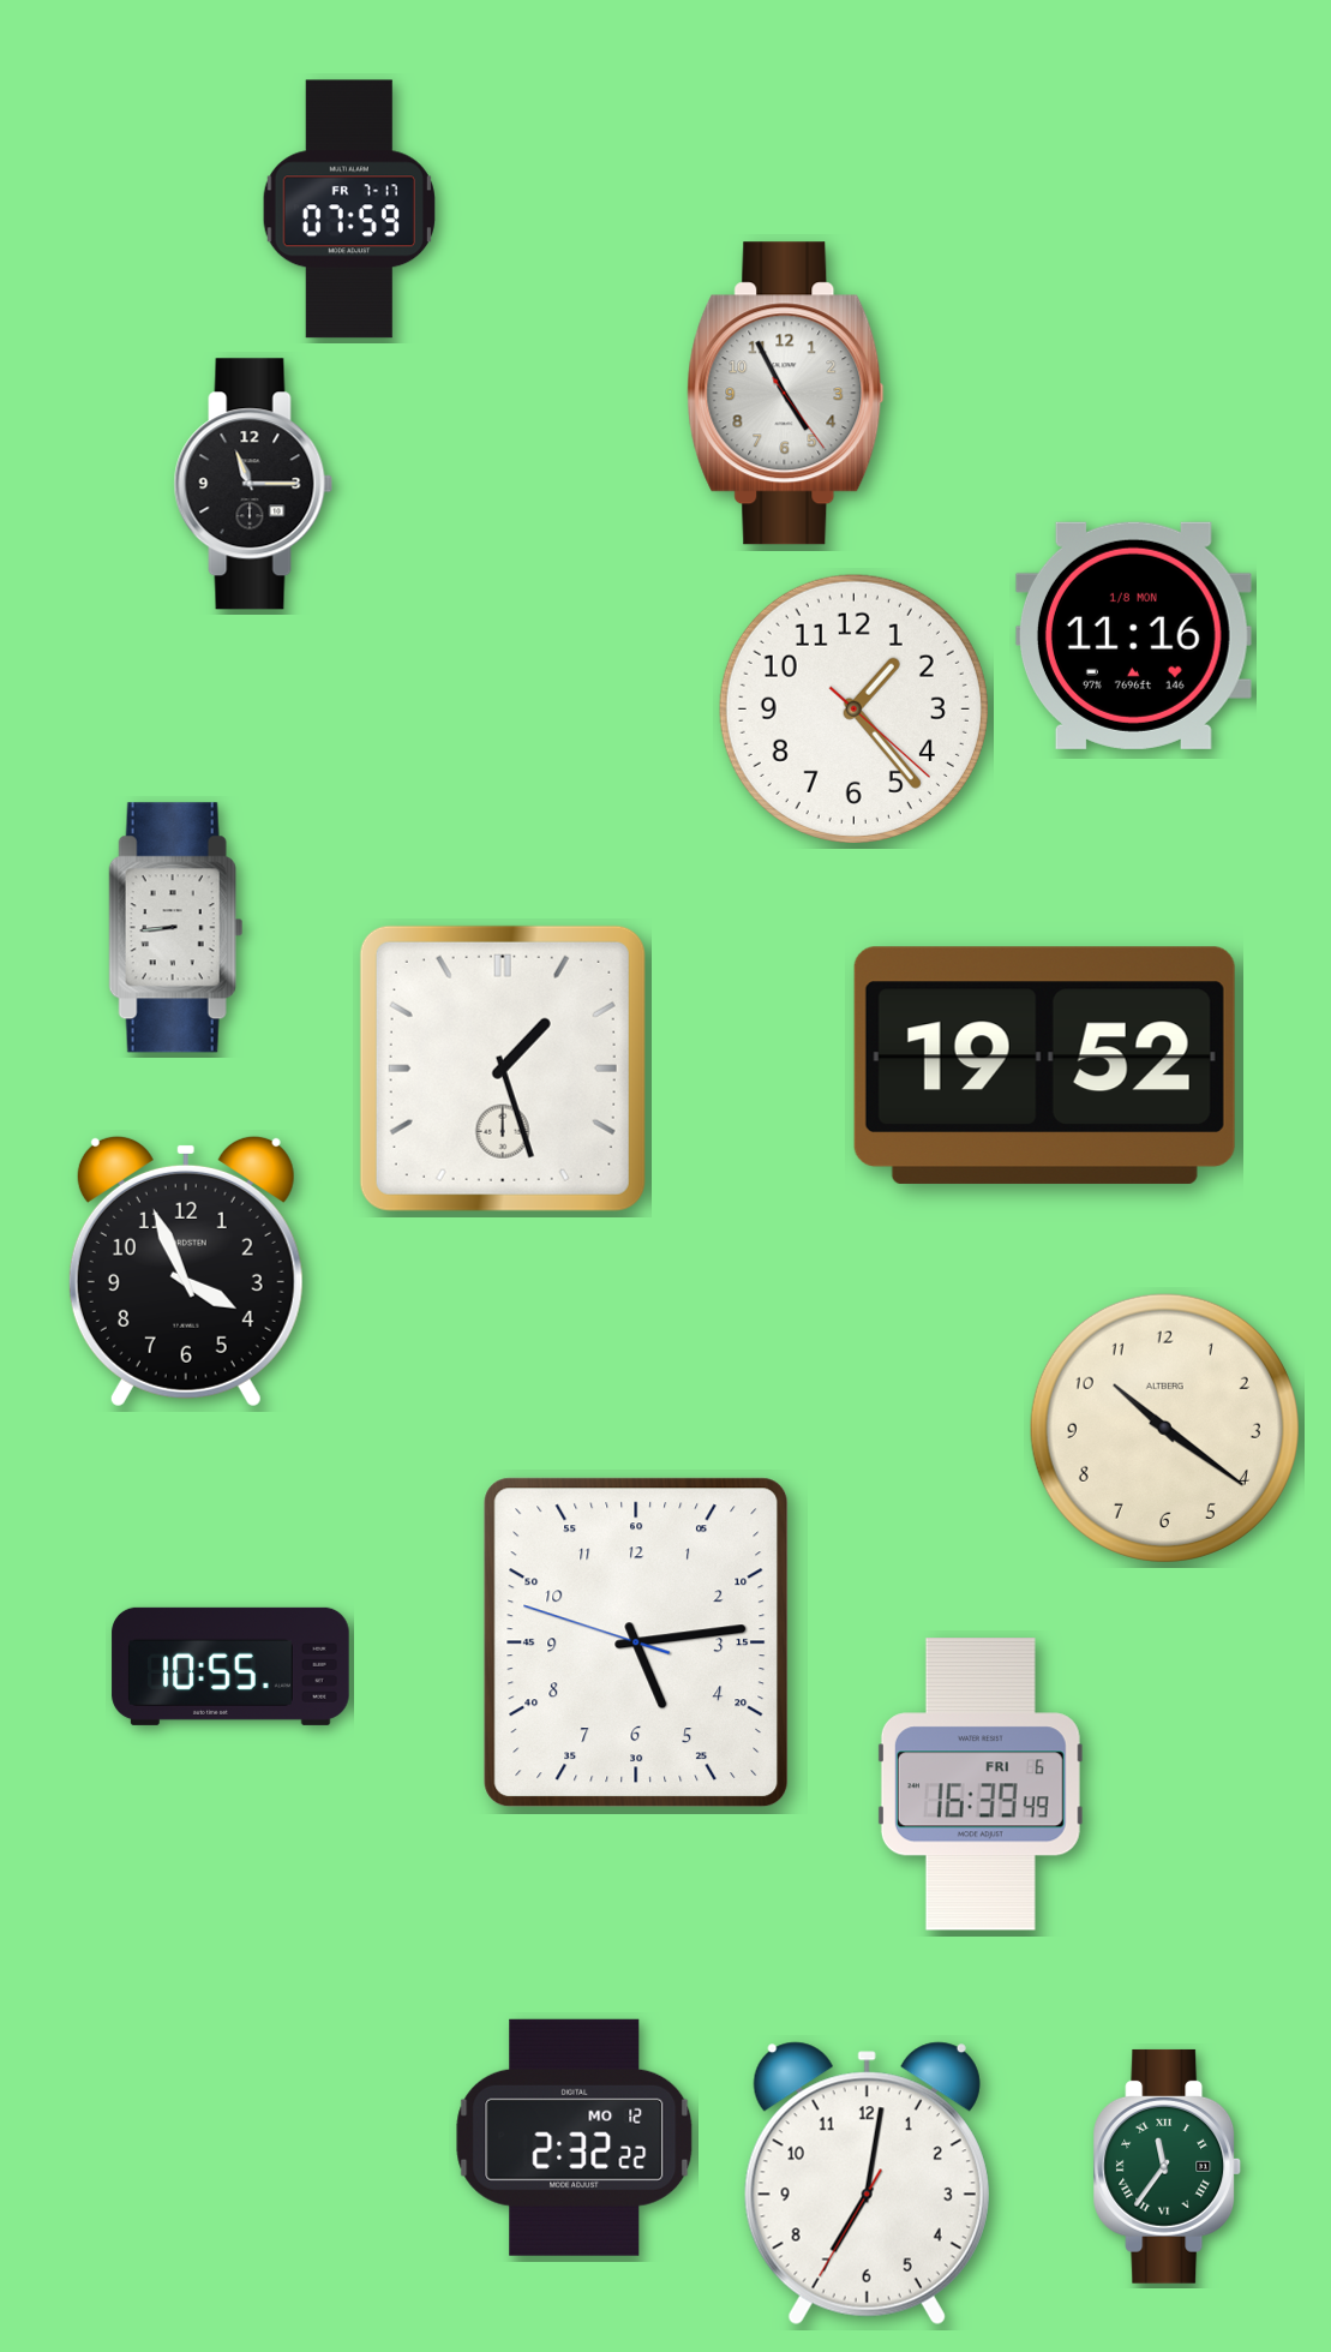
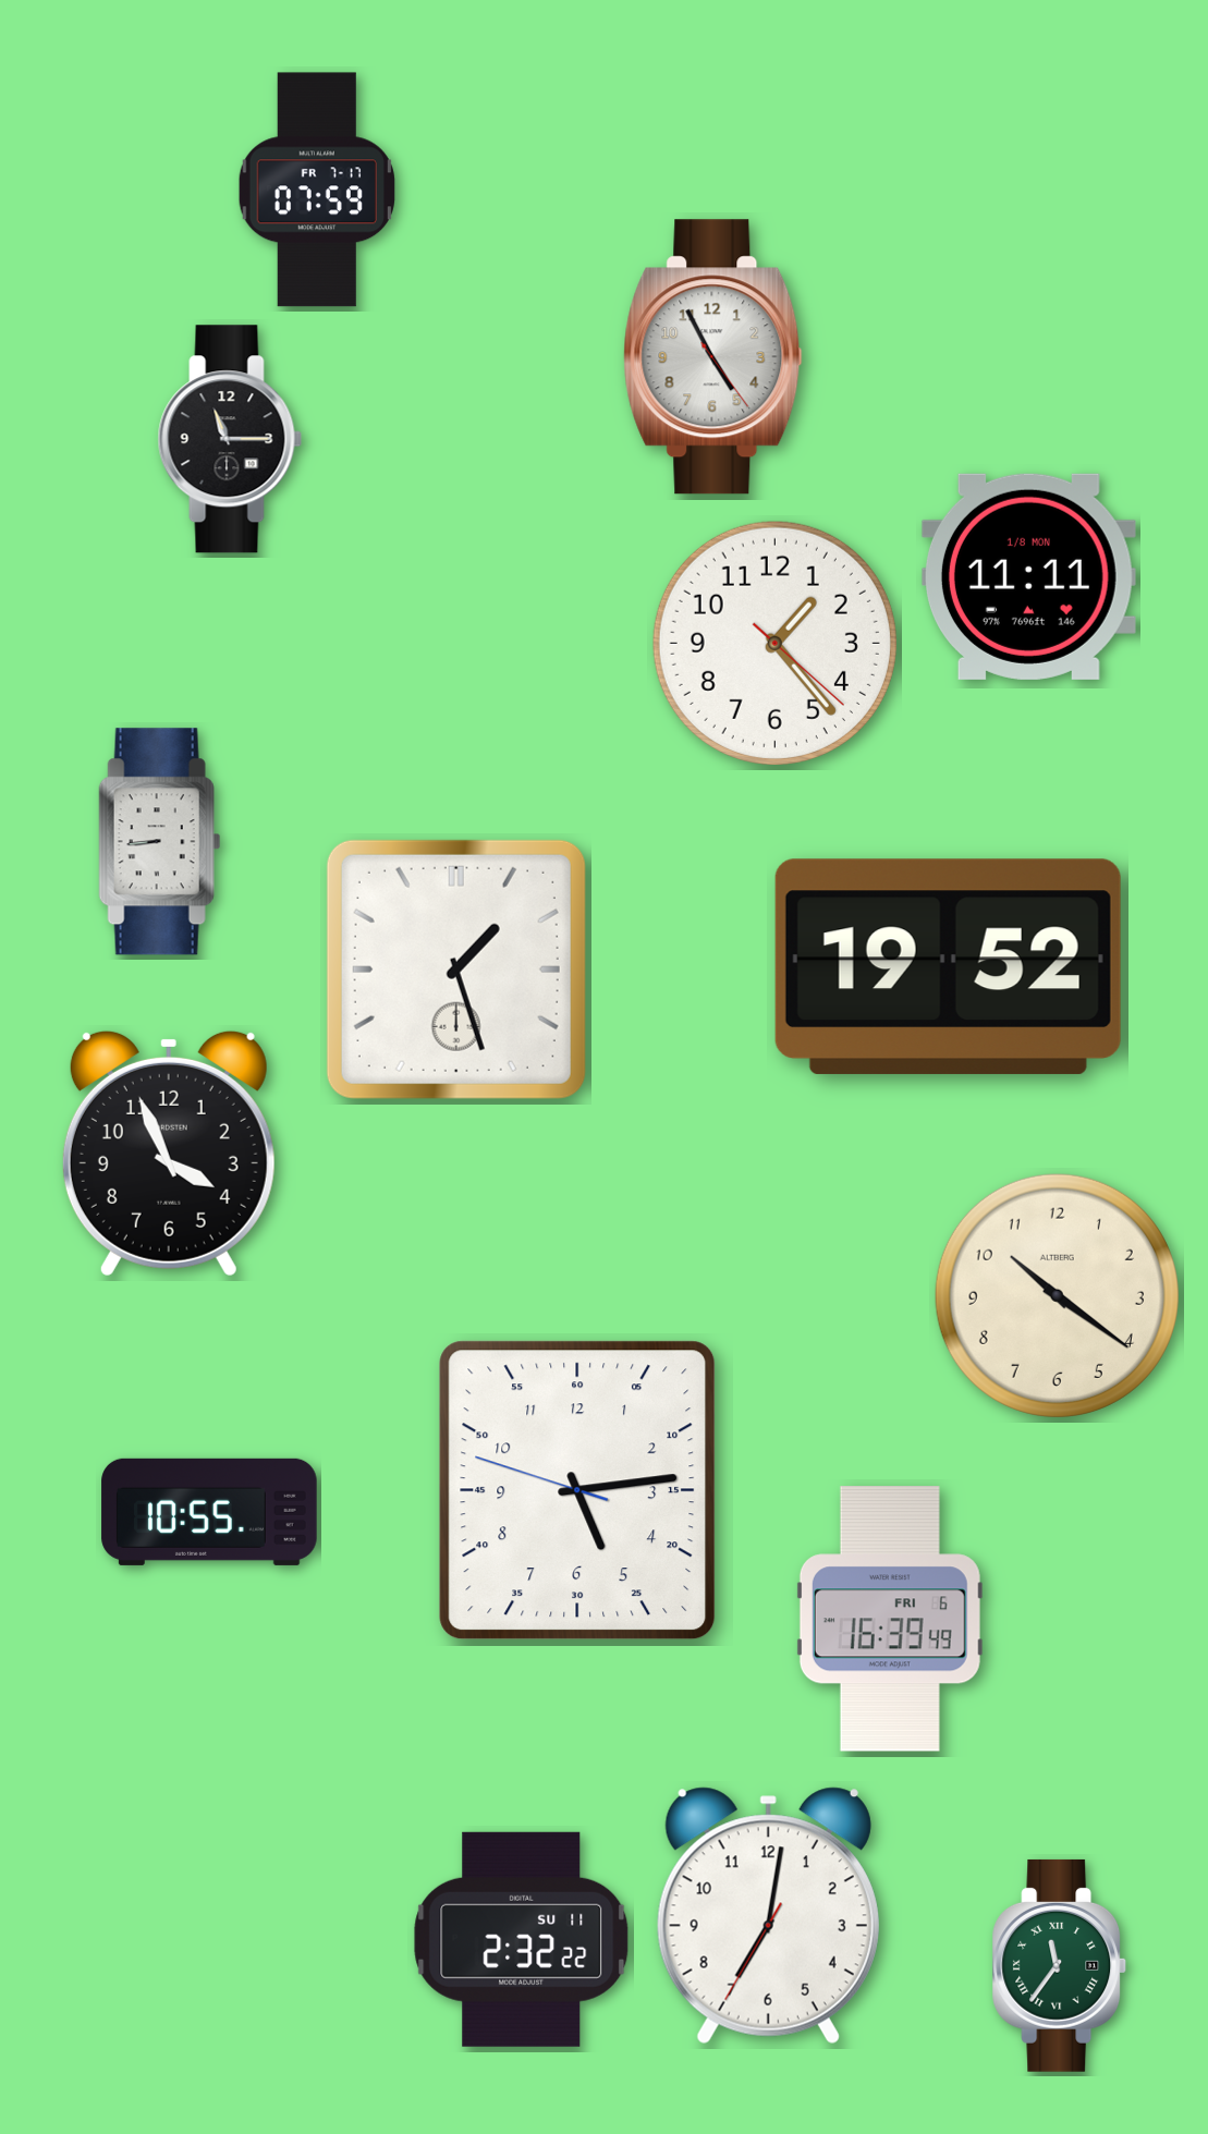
clock at (1133, 635): 11:16 -> 11:11
clock at (575, 2137) date: MO 12 -> SU 11
clock at (867, 2184) position: (867, 2184) -> (768, 1916)
